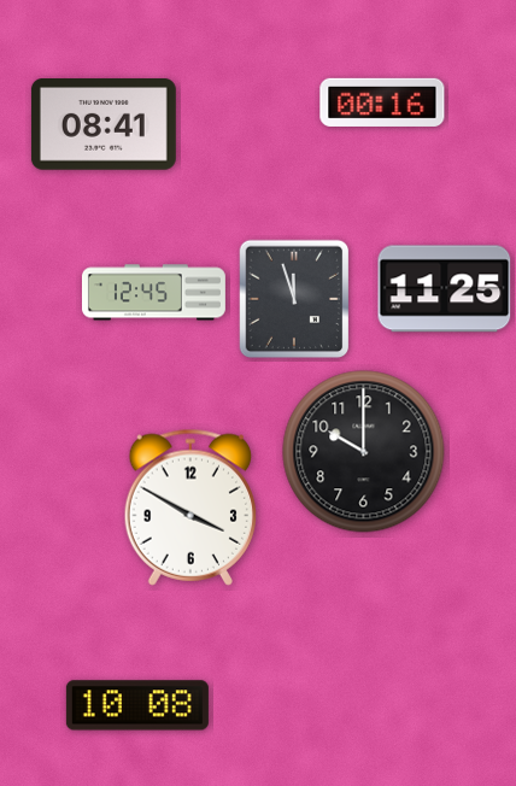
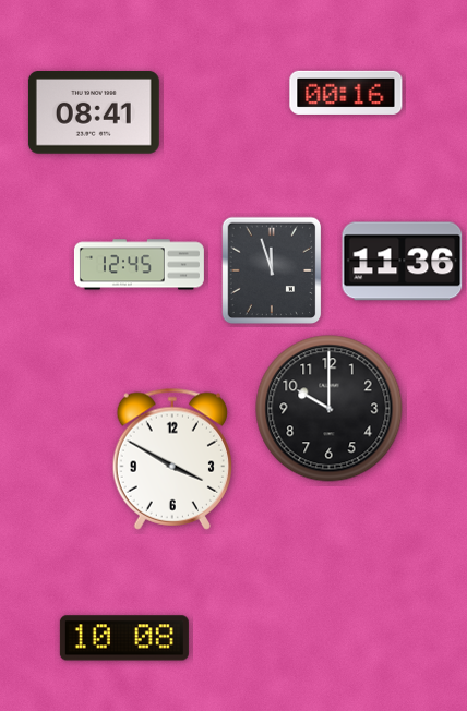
clock at (445, 289): 11:25 -> 11:36
clock at (294, 299) position: (294, 299) -> (272, 270)
